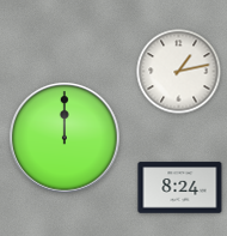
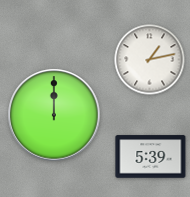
clock at (180, 188): 8:24 -> 5:39
